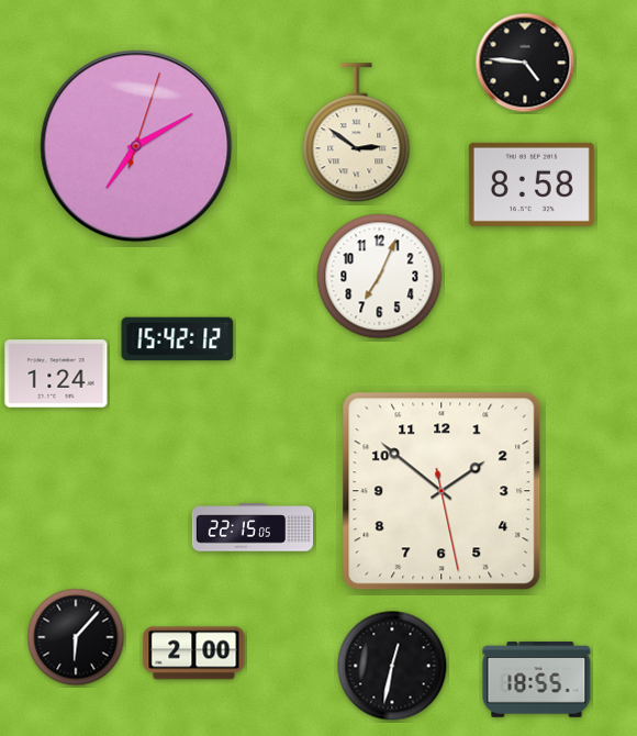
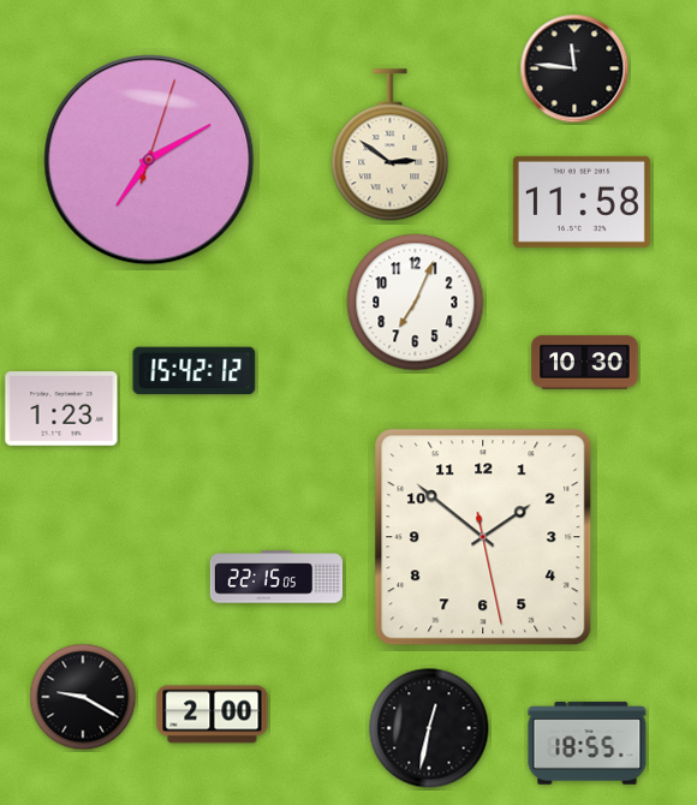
clock at (525, 63): 4:46 -> 11:46
clock at (532, 185): 8:58 -> 11:58
clock at (585, 363): none -> 10:30
clock at (56, 373): 1:24 -> 1:23
clock at (76, 637): 6:07 -> 9:20
